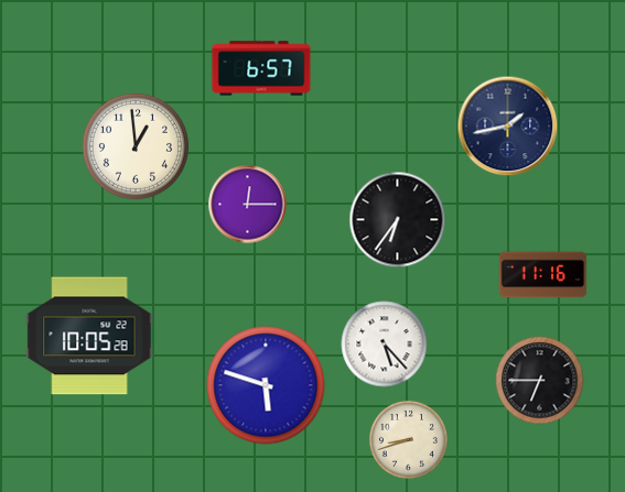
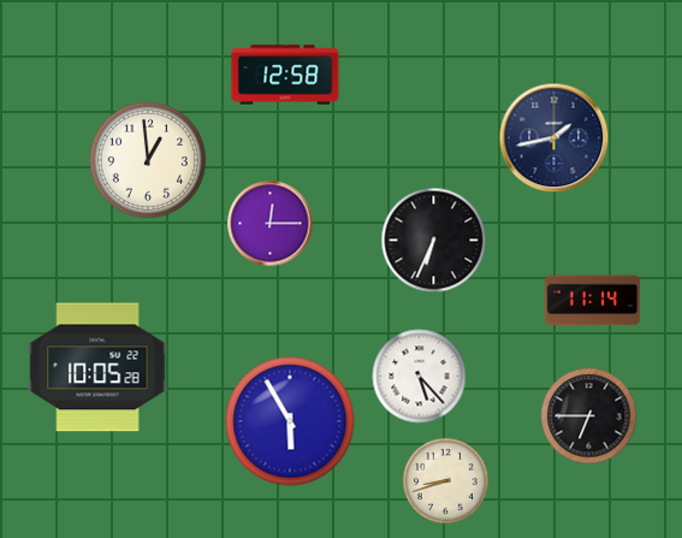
clock at (261, 68): 6:57 -> 12:58
clock at (398, 220): 6:36 -> 6:34
clock at (543, 275): 11:16 -> 11:14
clock at (266, 385): 5:48 -> 5:55
